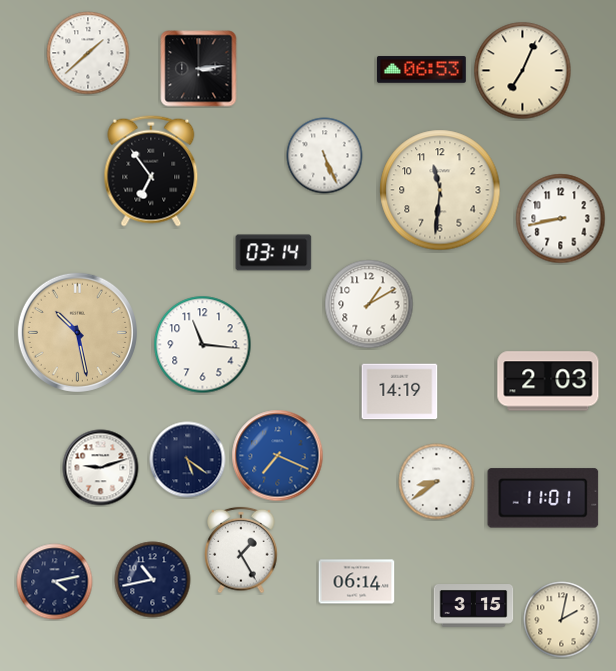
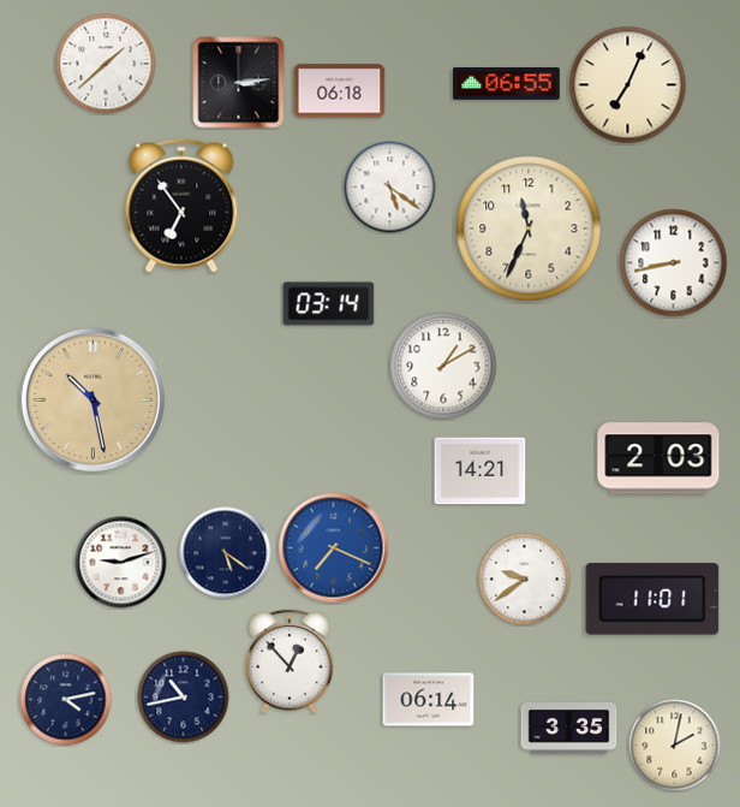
clock at (422, 70): 06:53 -> 06:55
clock at (340, 91): none -> 06:18
clock at (325, 156): 5:26 -> 5:21
clock at (440, 190): 11:31 -> 11:34
clock at (203, 345): 11:16 -> none
clock at (400, 392): 14:19 -> 14:21
clock at (437, 482): 8:39 -> 9:39
clock at (241, 550): 1:25 -> 12:53
clock at (474, 606): 3:15 -> 3:35
